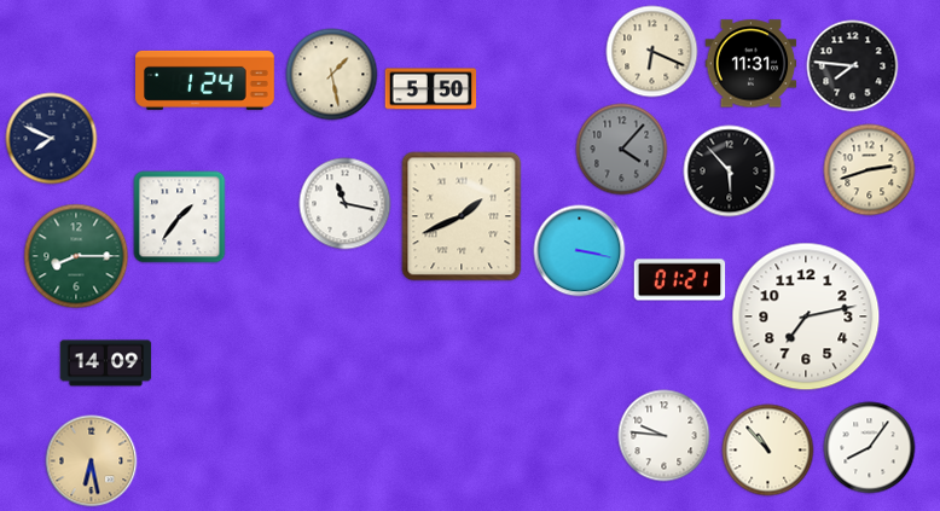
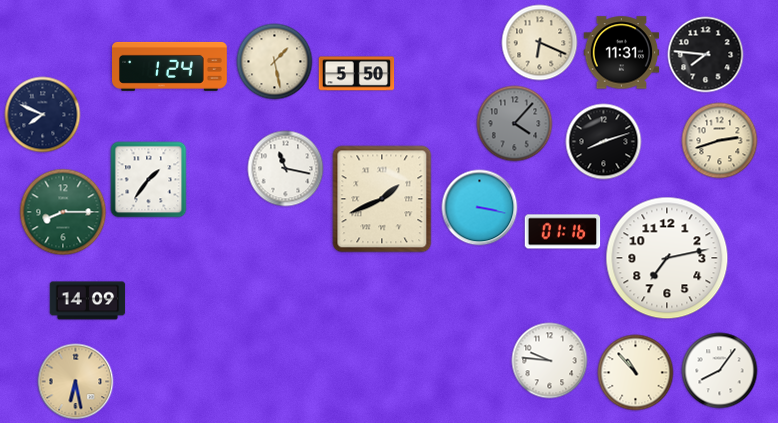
clock at (730, 172): 5:53 -> 8:12
clock at (462, 216) position: (462, 216) -> (382, 199)
clock at (680, 280): 01:21 -> 01:16
clock at (806, 317) position: (806, 317) -> (667, 258)
